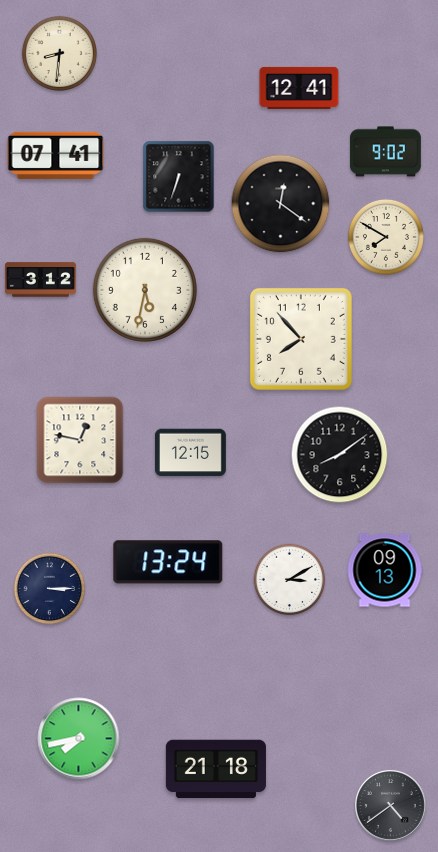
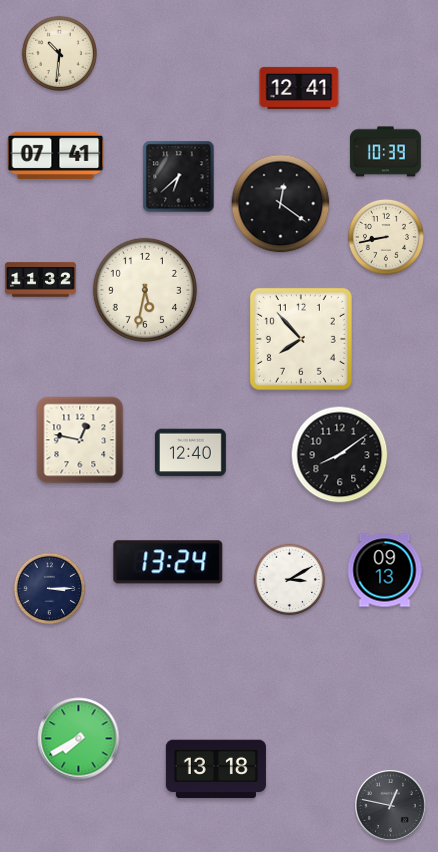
clock at (59, 53): 8:31 -> 10:31
clock at (386, 152): 9:02 -> 10:39
clock at (179, 177): 6:33 -> 6:38
clock at (386, 237): 7:50 -> 8:43
clock at (41, 280): 3:12 -> 11:32
clock at (190, 453): 12:15 -> 12:40
clock at (79, 739): 7:43 -> 7:40
clock at (216, 769): 21:18 -> 13:18
clock at (391, 806): 4:39 -> 12:47
